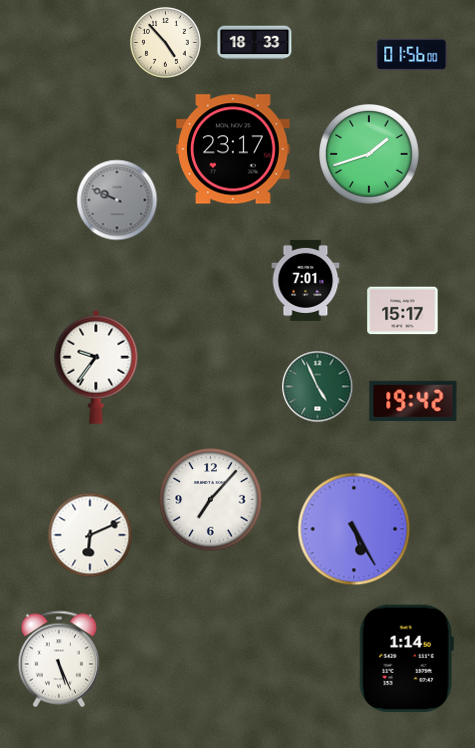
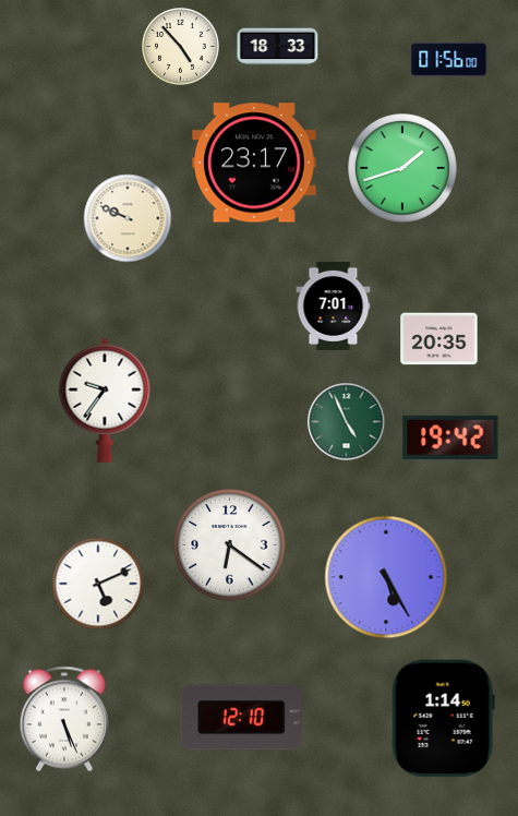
clock at (117, 200) dial: grey -> cream
clock at (403, 311): 15:17 -> 20:35
clock at (211, 500): 7:07 -> 6:21
clock at (90, 535): 6:11 -> 5:11
clock at (241, 718): none -> 12:10
